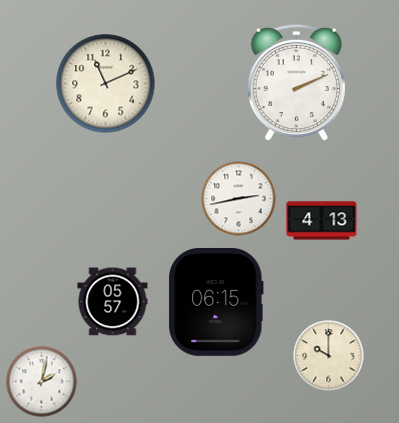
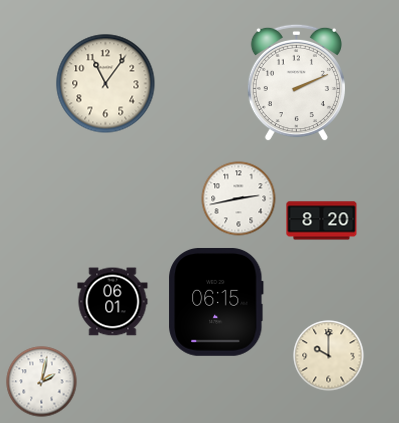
clock at (106, 84): 11:11 -> 11:06
clock at (322, 221): 4:13 -> 8:20
clock at (113, 302): 05:57 -> 06:01
